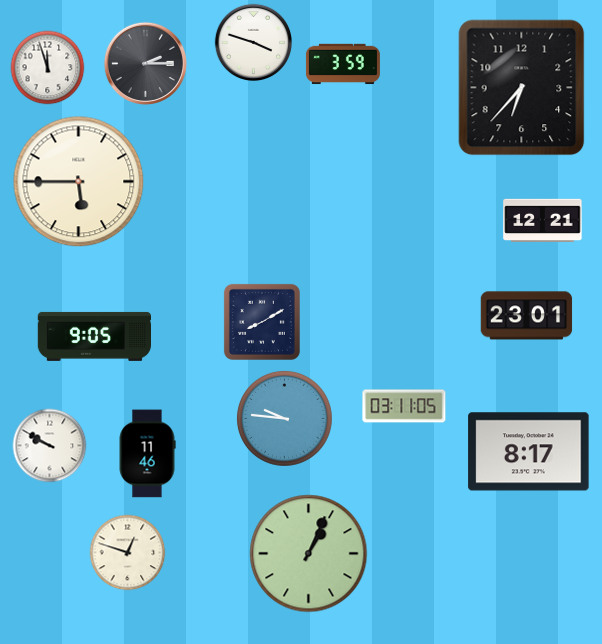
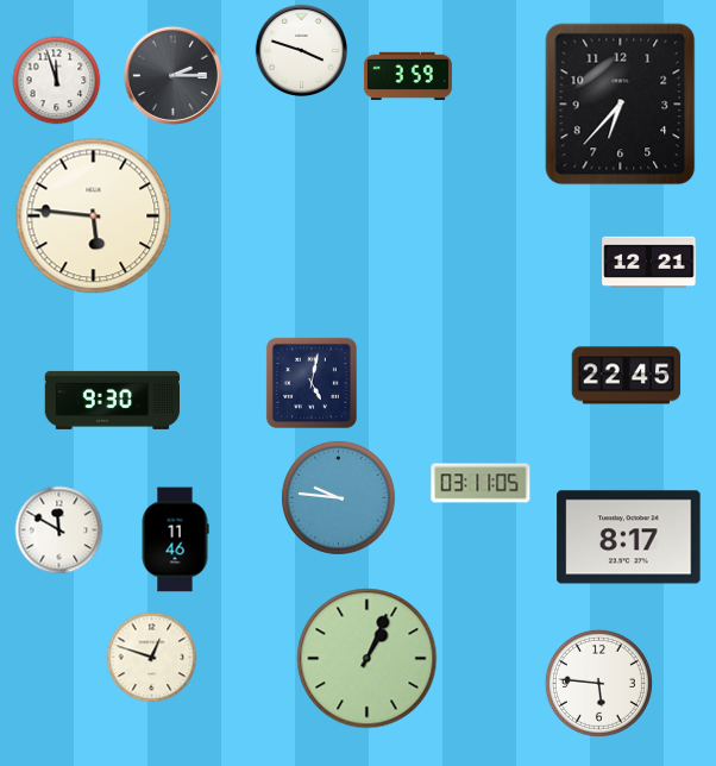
clock at (79, 182): 5:45 -> 5:46
clock at (543, 221) position: (543, 221) -> (649, 263)
clock at (527, 316): 23:01 -> 22:45
clock at (262, 322): 8:10 -> 5:02
clock at (94, 336): 9:05 -> 9:30
clock at (50, 446): 9:50 -> 11:50
clock at (598, 683): none -> 5:46
